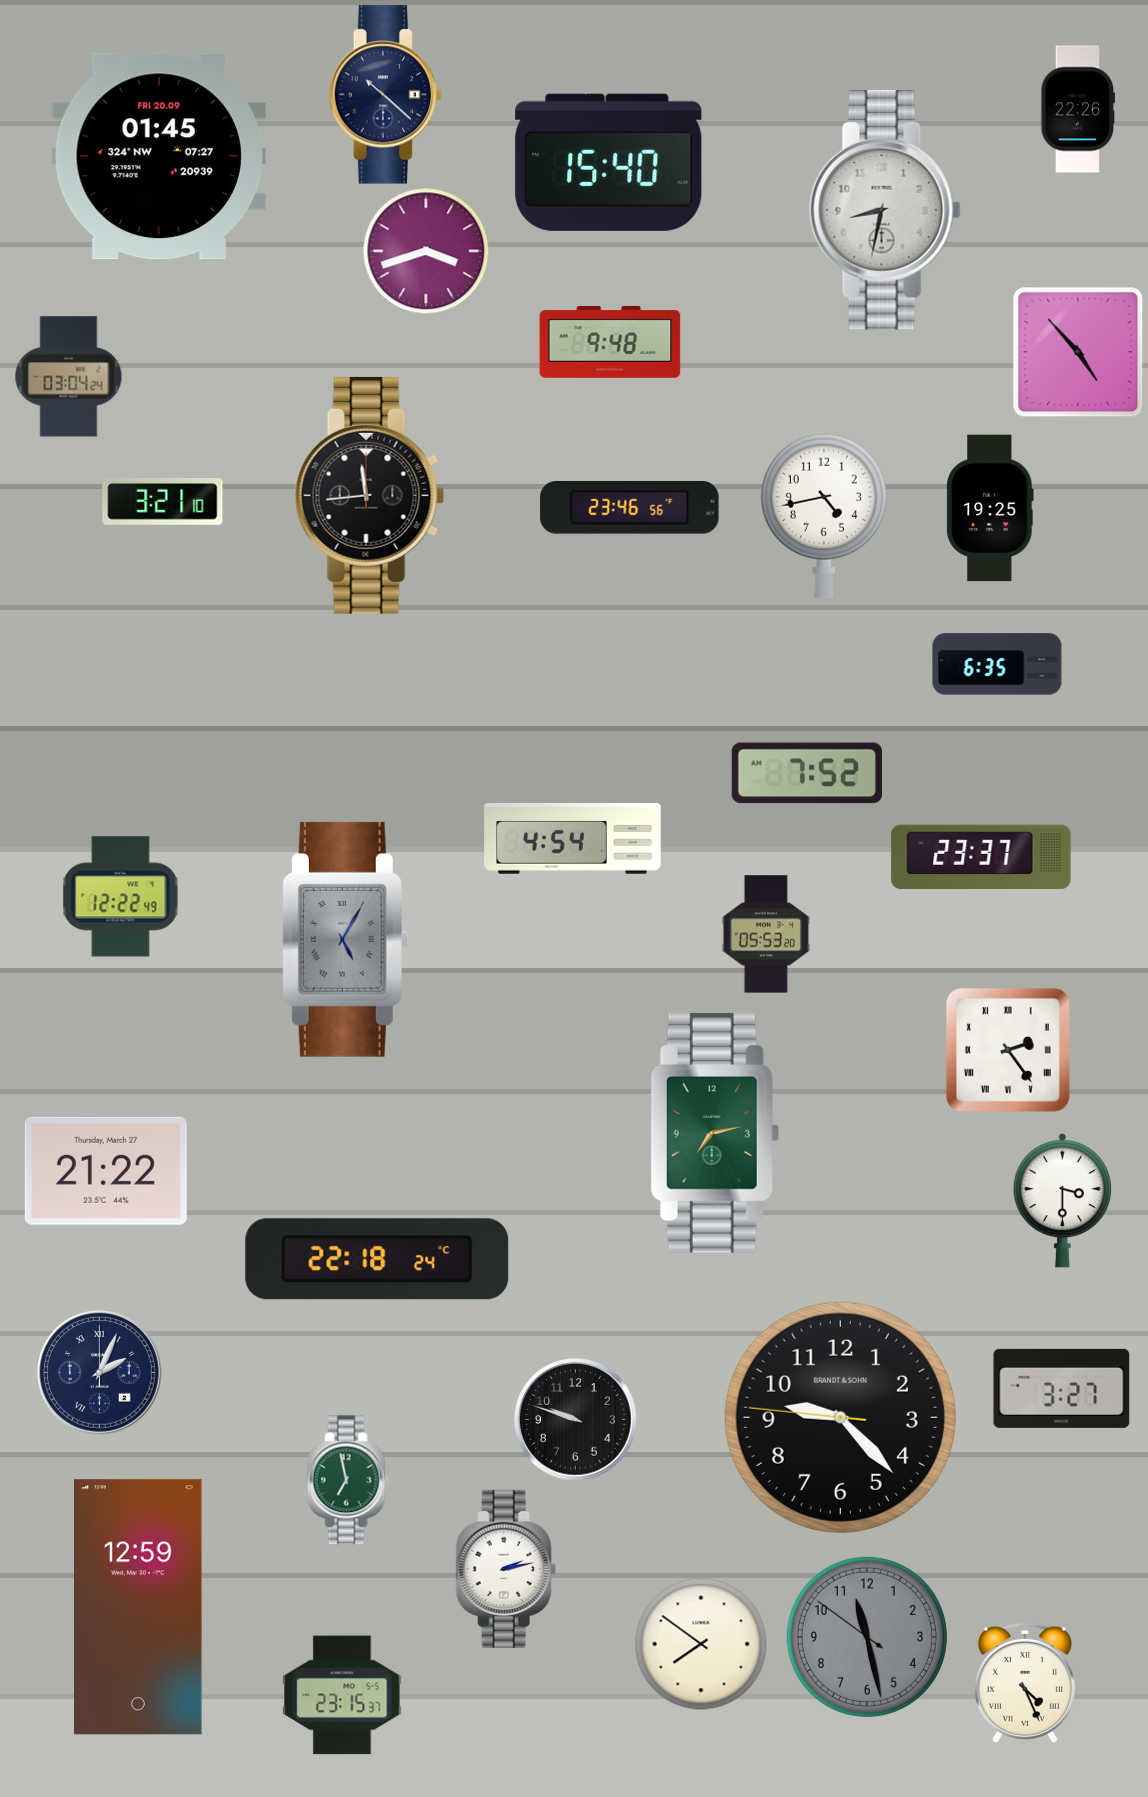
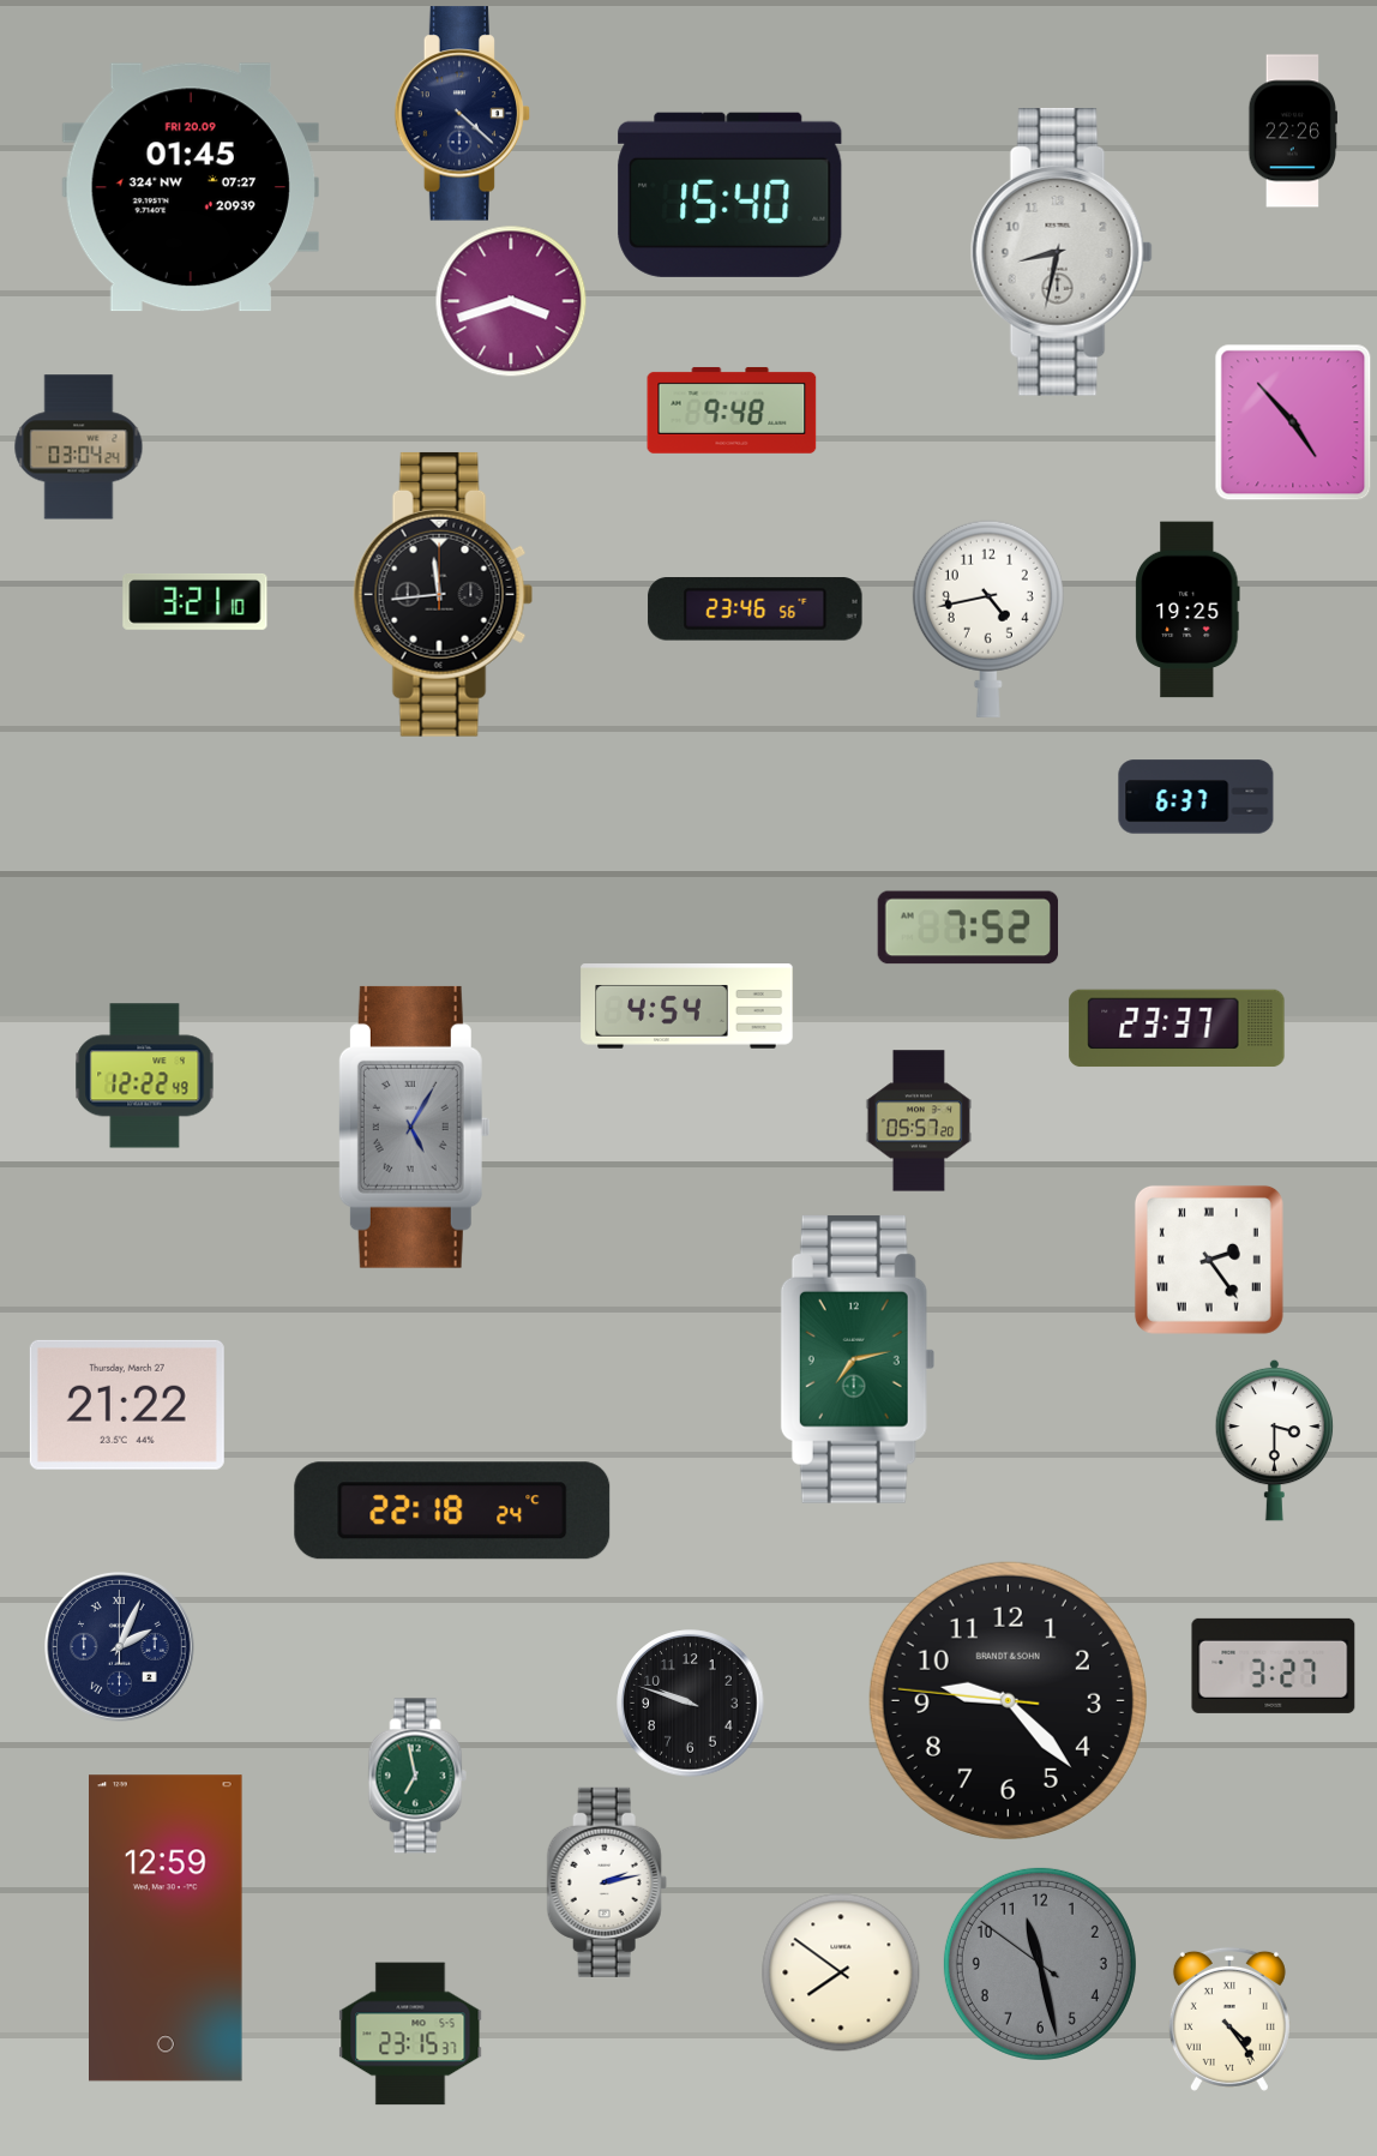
clock at (386, 95): 10:22 -> 4:22
clock at (69, 377) position: (69, 377) -> (79, 448)
clock at (997, 664): 6:35 -> 6:37
clock at (766, 934): 05:53 -> 05:57
clock at (1025, 1683): 4:26 -> 4:24
